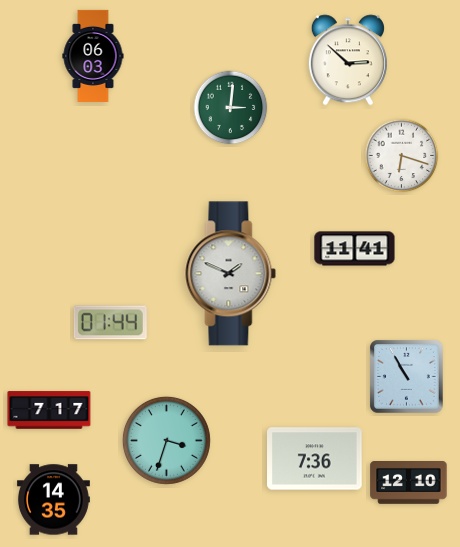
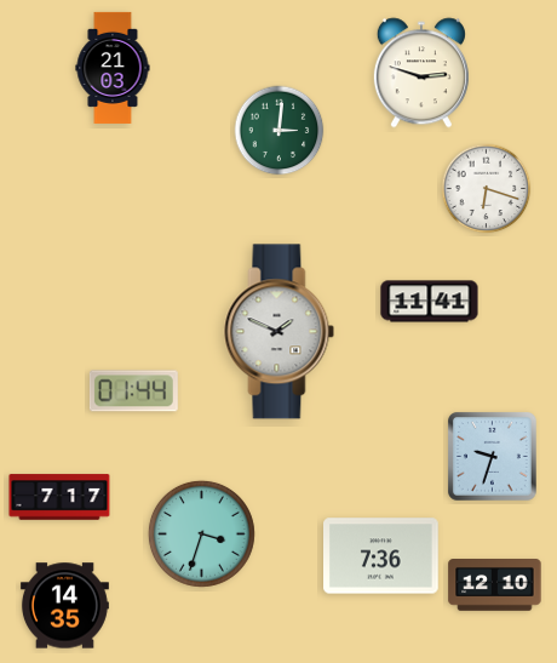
clock at (93, 56): 06:03 -> 21:03
clock at (348, 60): 2:52 -> 2:48
clock at (407, 377): 10:55 -> 9:33
